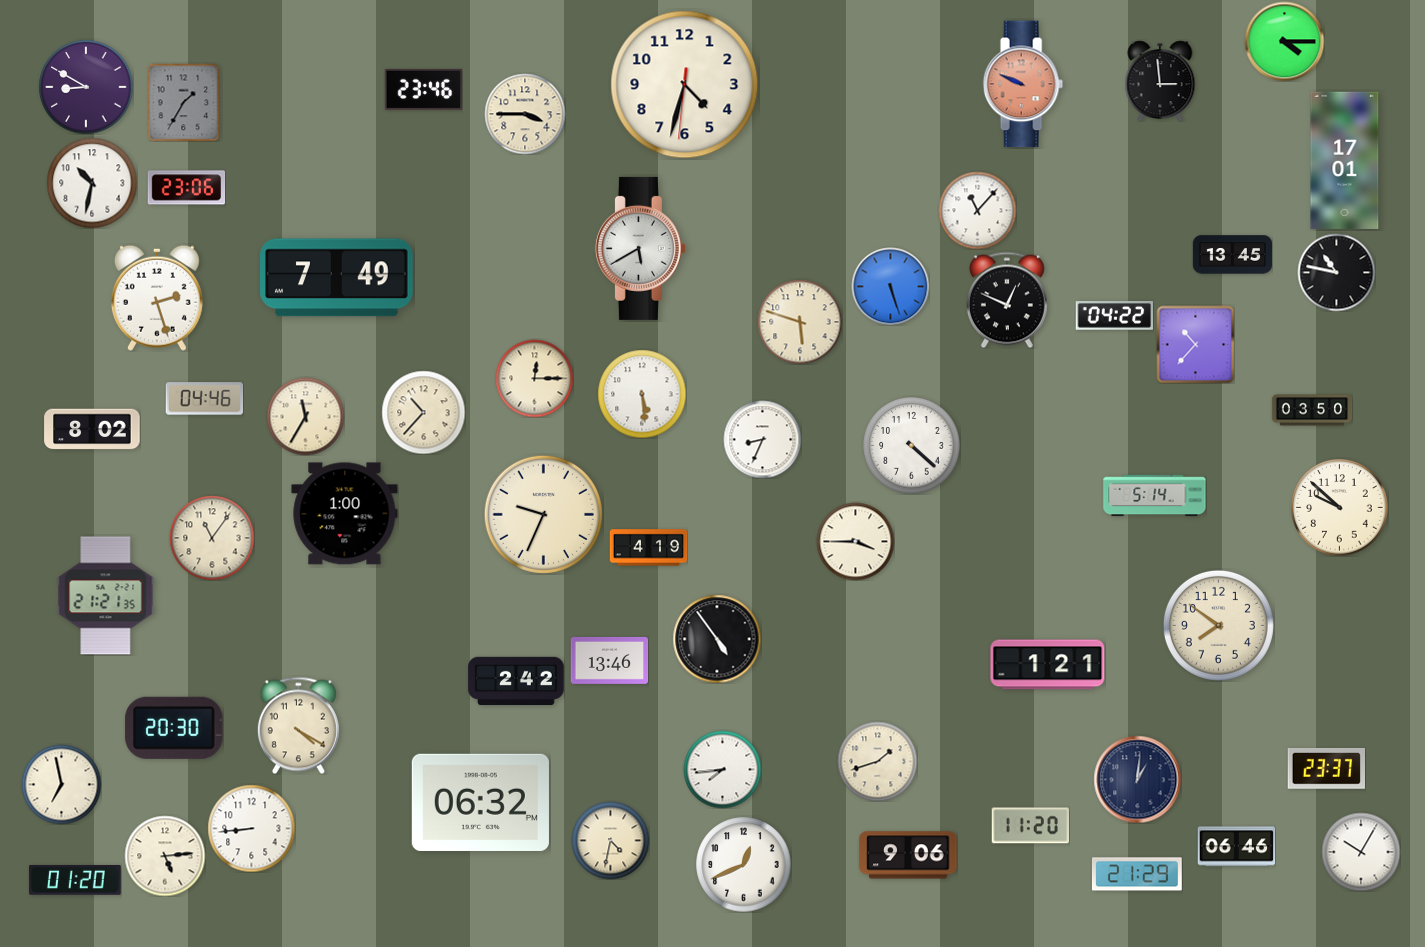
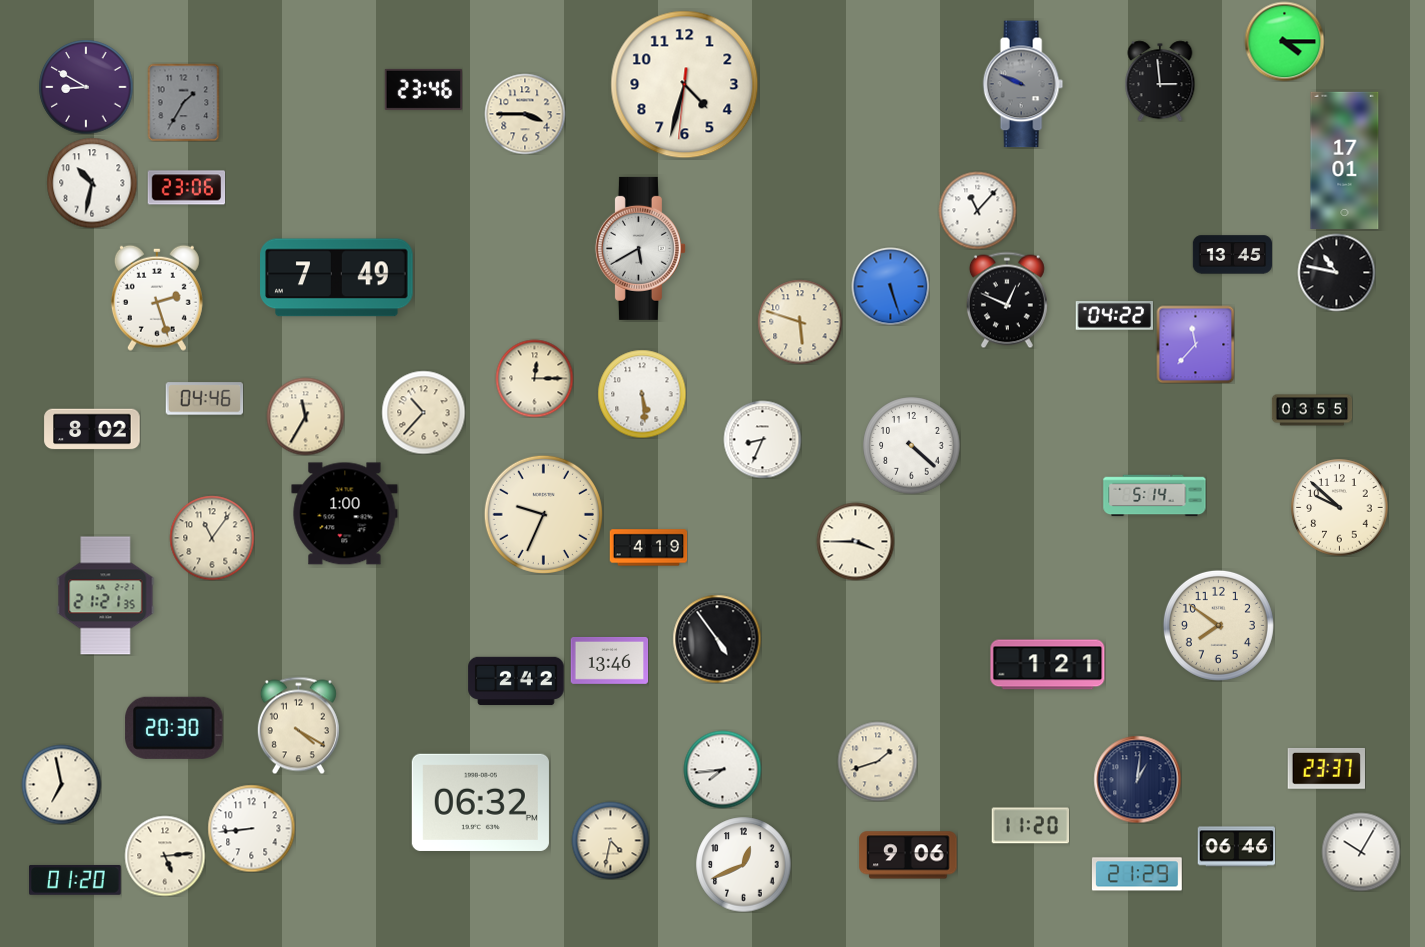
clock at (1023, 84) dial: salmon -> grey
clock at (1195, 344): 10:37 -> 11:37
clock at (1312, 410): 03:50 -> 03:55
